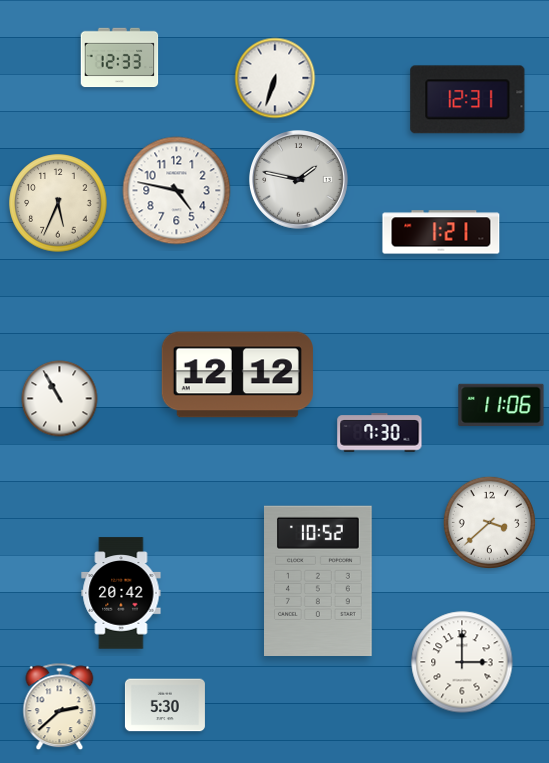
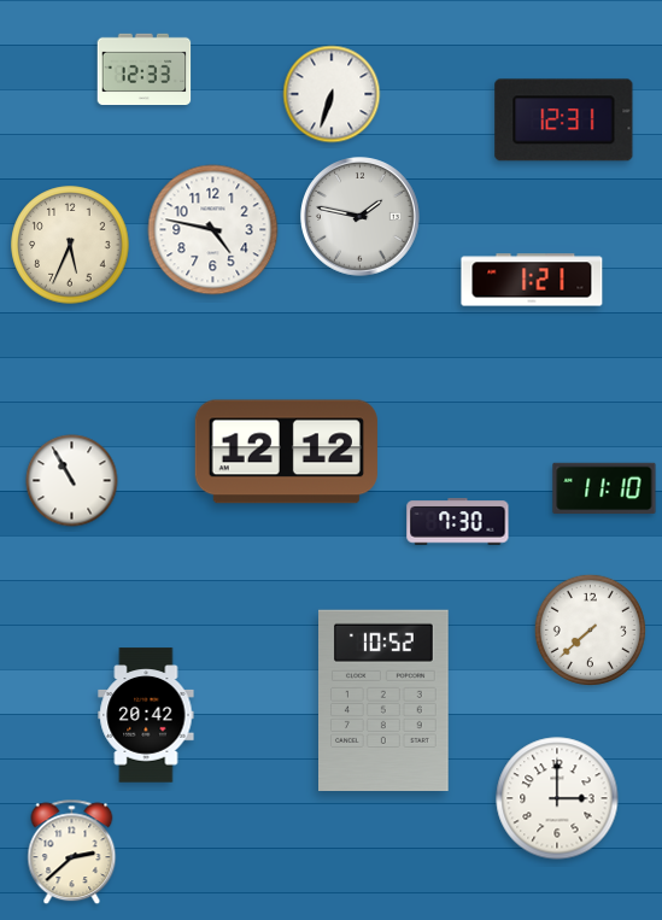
clock at (501, 405): 11:06 -> 11:10
clock at (489, 522): 3:38 -> 7:38
clock at (165, 705): 5:30 -> none
